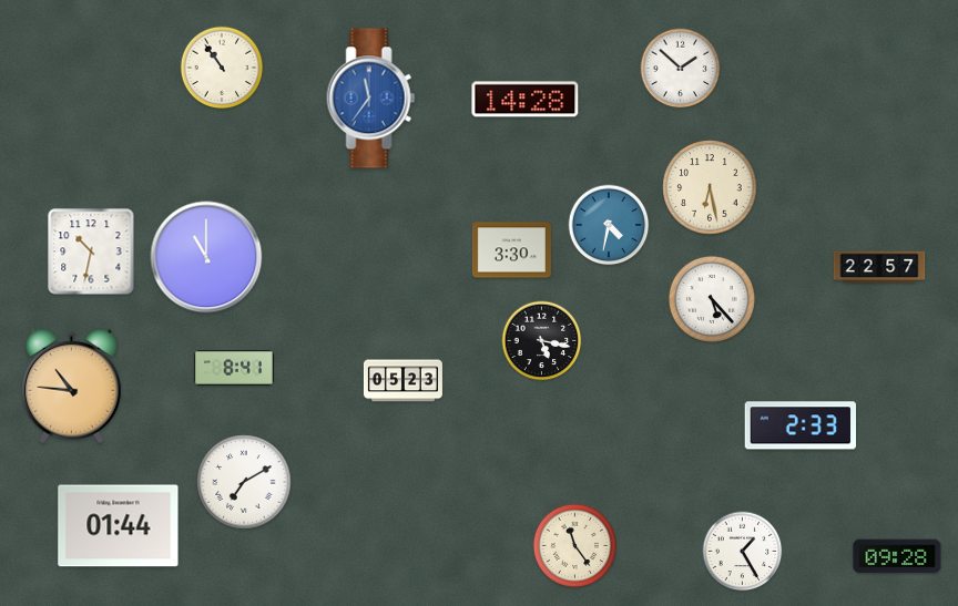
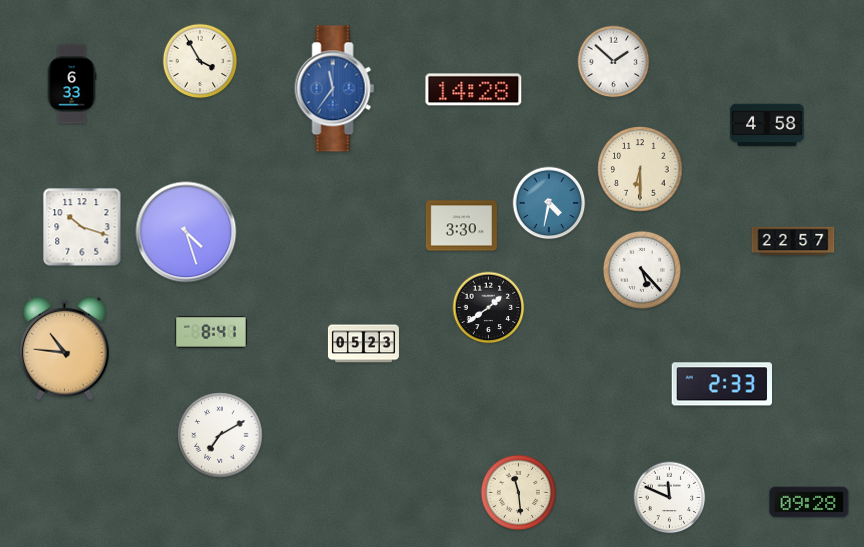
clock at (222, 68): 10:54 -> 3:55
clock at (72, 84): none -> 6:33
clock at (767, 125): none -> 4:58
clock at (710, 187): 6:28 -> 6:30
clock at (91, 251): 10:32 -> 10:18
clock at (206, 257): 11:00 -> 4:27
clock at (542, 341): 5:17 -> 1:39
clock at (119, 526): 01:44 -> none
clock at (575, 546): 11:24 -> 11:29
clock at (743, 552): 1:25 -> 11:49
